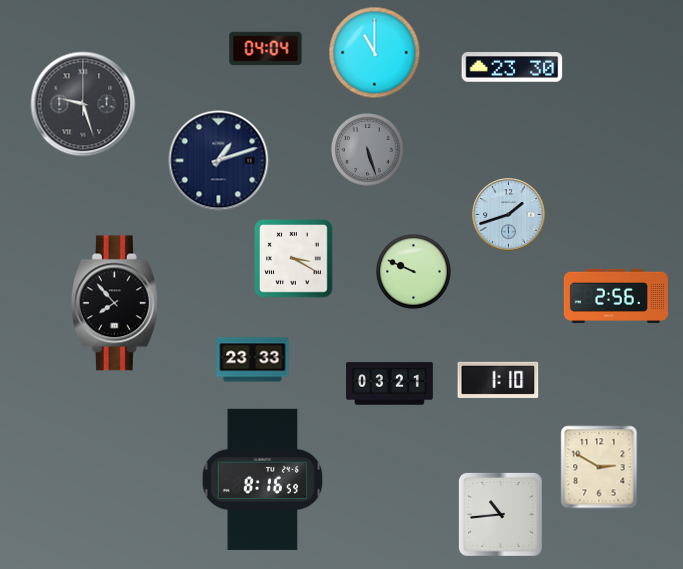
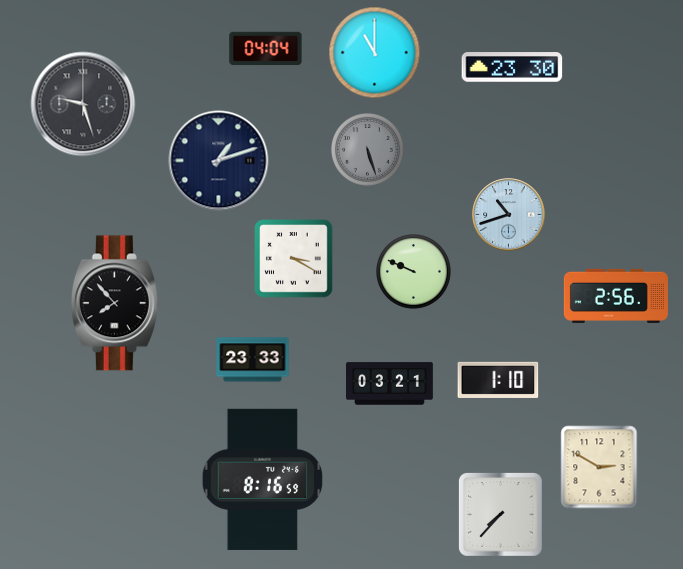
clock at (509, 215): 1:42 -> 10:42
clock at (500, 514): 10:44 -> 7:37
